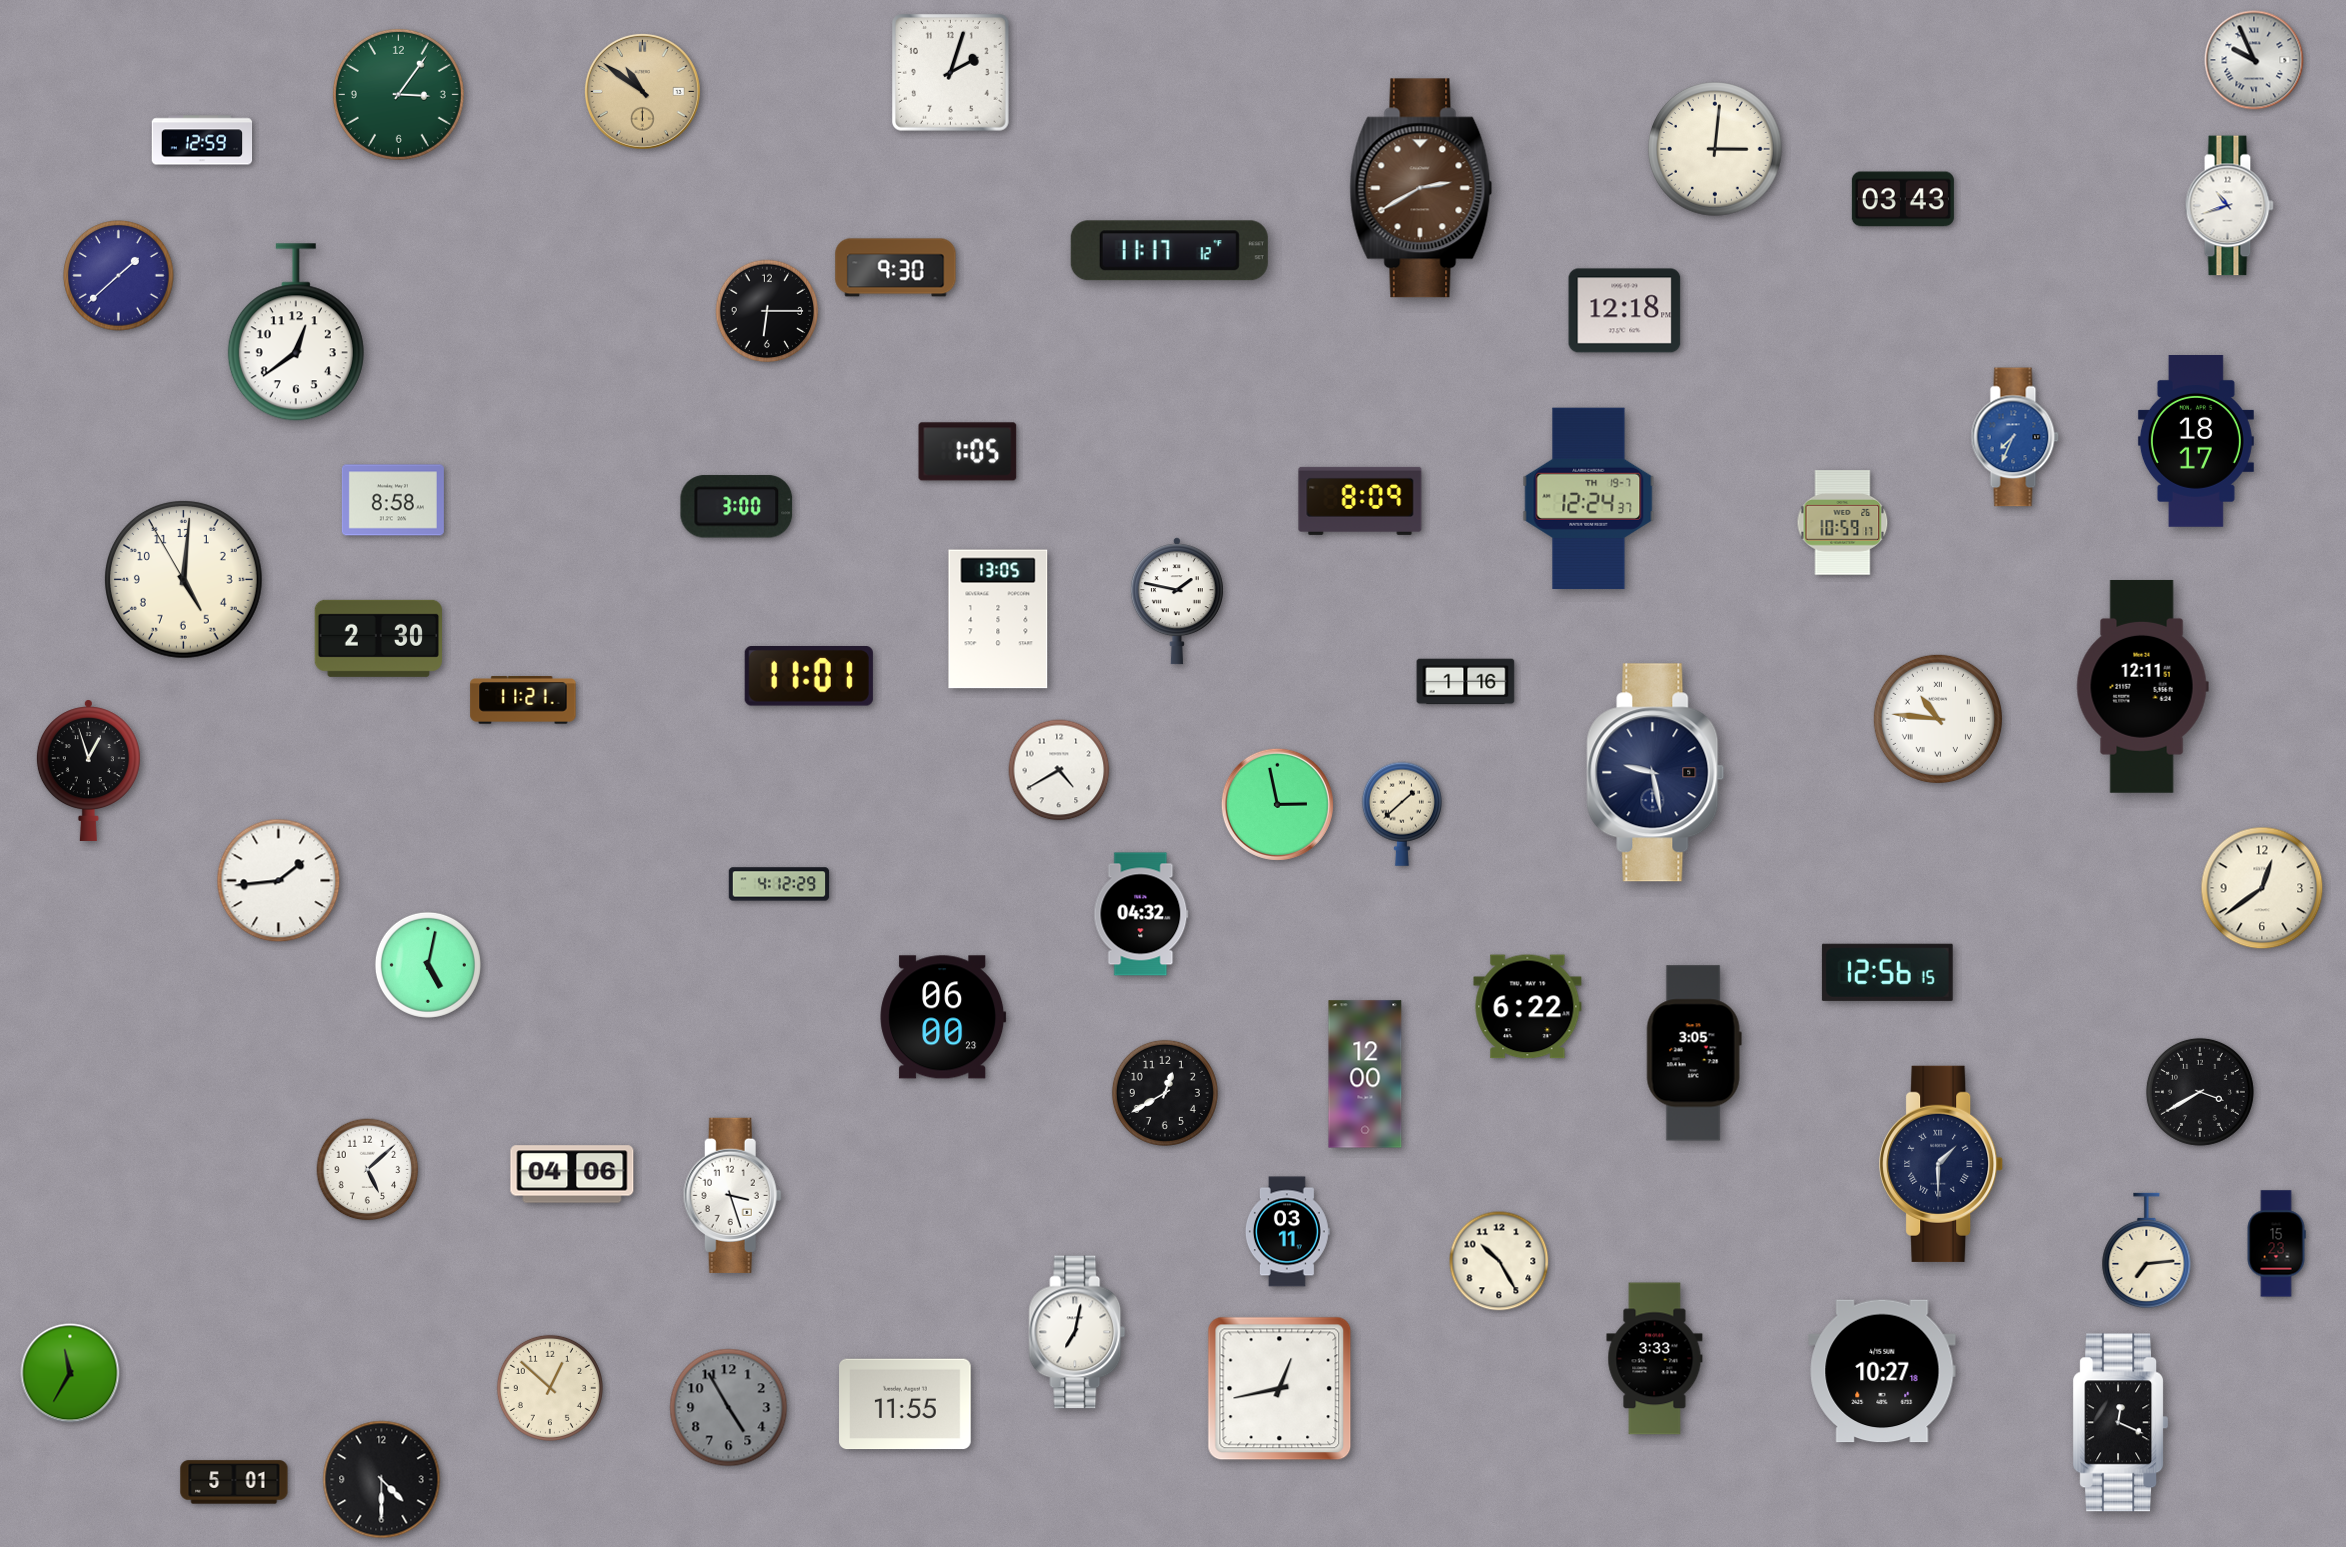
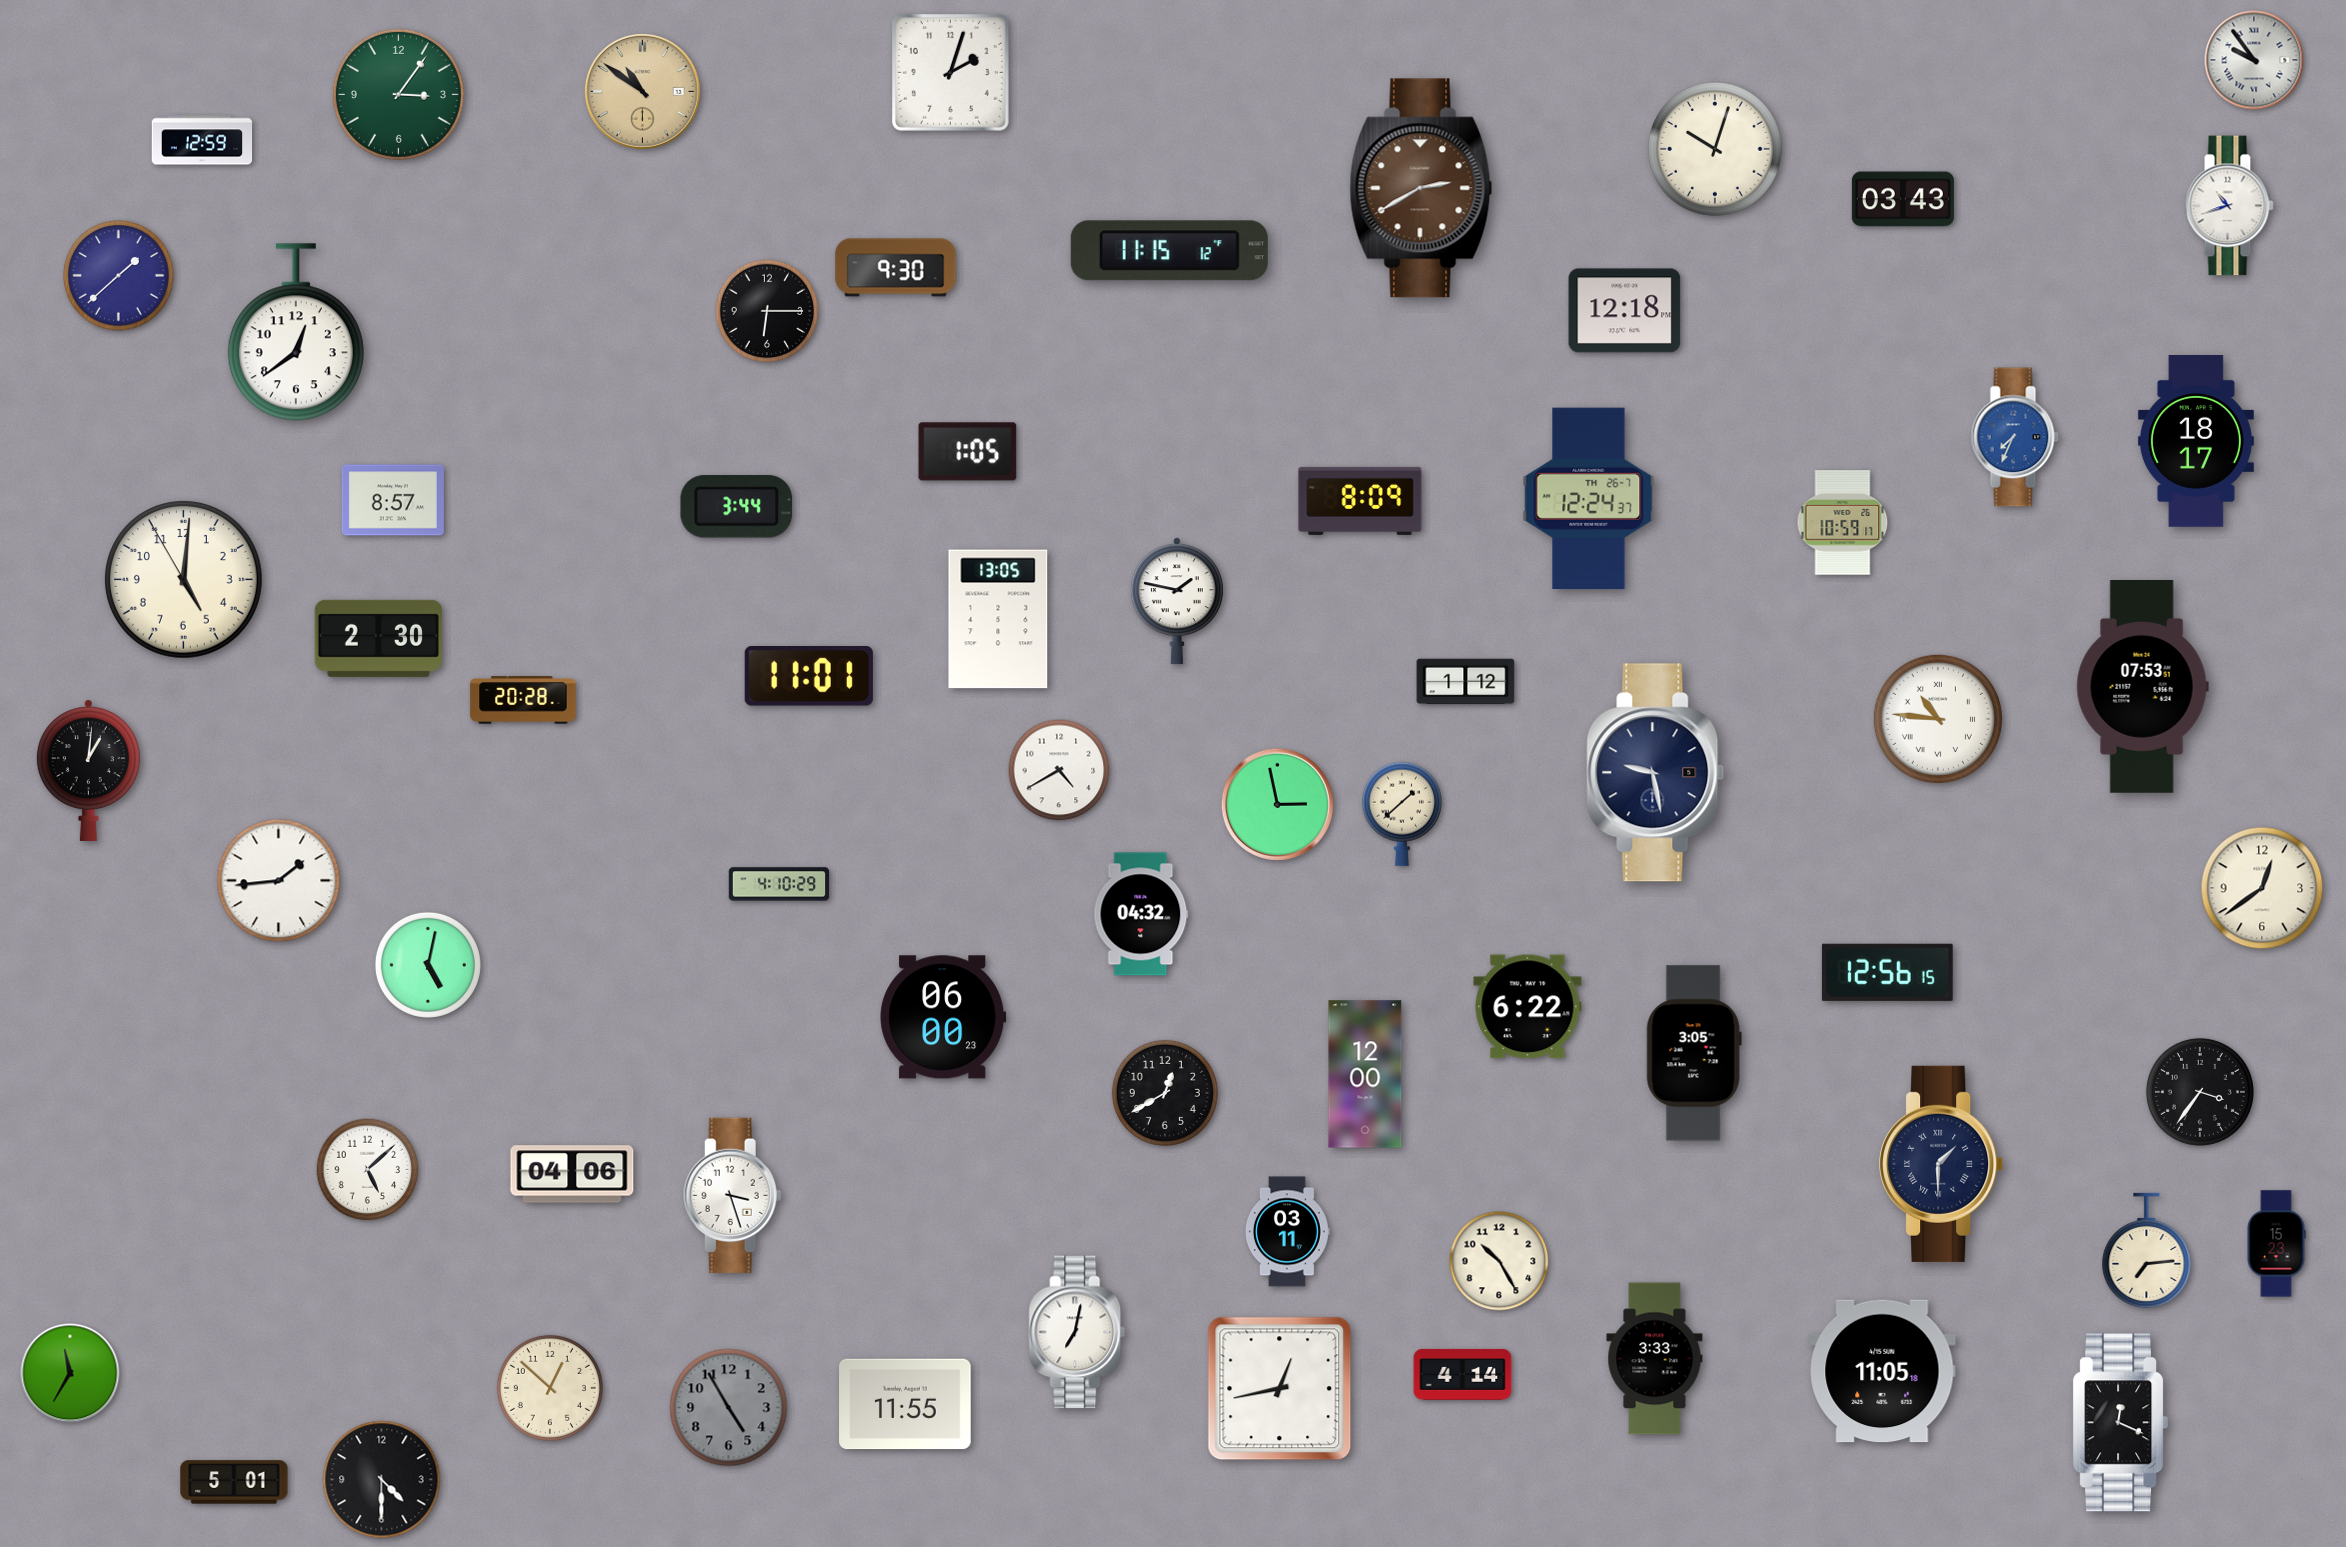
clock at (2254, 60): 9:56 -> 9:54
clock at (1716, 150): 3:01 -> 10:03
clock at (1169, 251): 11:17 -> 11:15
clock at (1589, 499) date: TH 19-7 -> TH 26-7
clock at (393, 500): 8:58 -> 8:57
clock at (737, 507): 3:00 -> 3:44
clock at (1466, 682): 1:16 -> 1:12
clock at (2142, 686): 12:11 -> 07:53
clock at (523, 700): 11:21 -> 20:28
clock at (88, 770): 12:57 -> 1:01
clock at (779, 884): 4:12 -> 4:10
clock at (2200, 1092): 3:40 -> 3:36
clock at (1882, 1371): 10:27 -> 11:05
clock at (1463, 1374): none -> 4:14
